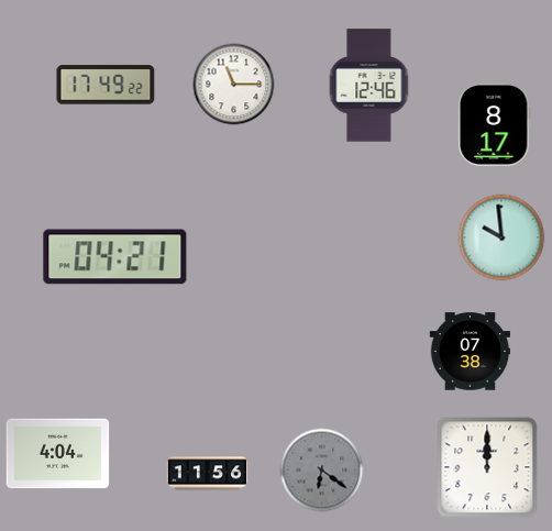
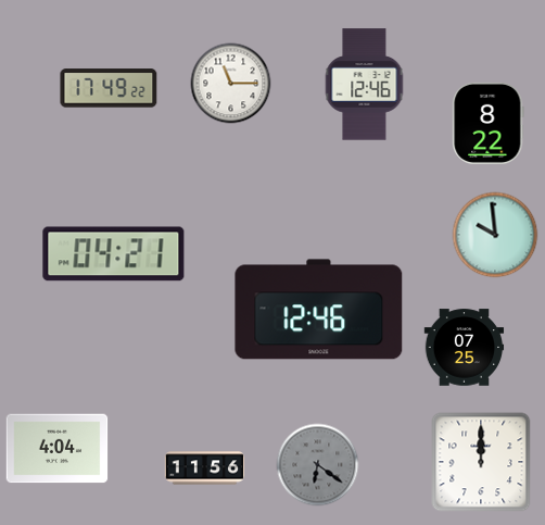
clock at (106, 85) position: (106, 85) -> (109, 88)
clock at (495, 124): 8:17 -> 8:22
clock at (319, 310): none -> 12:46
clock at (471, 352): 07:38 -> 07:25
